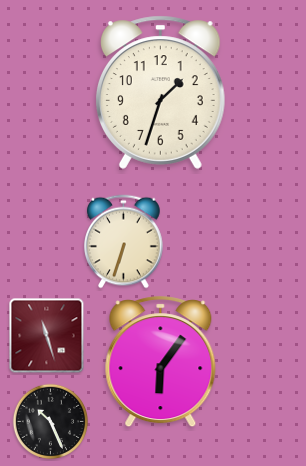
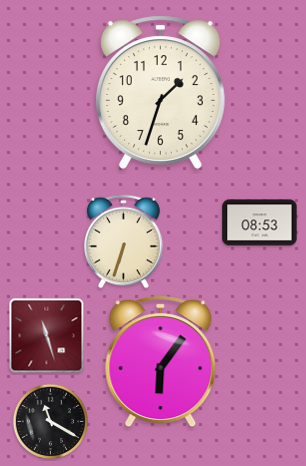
clock at (260, 223): none -> 08:53
clock at (50, 421): 10:26 -> 11:20
